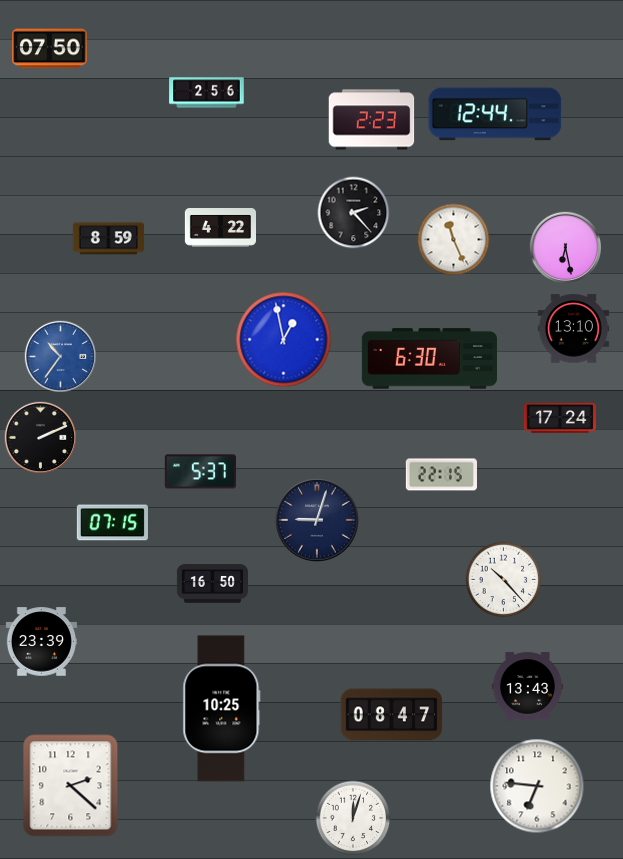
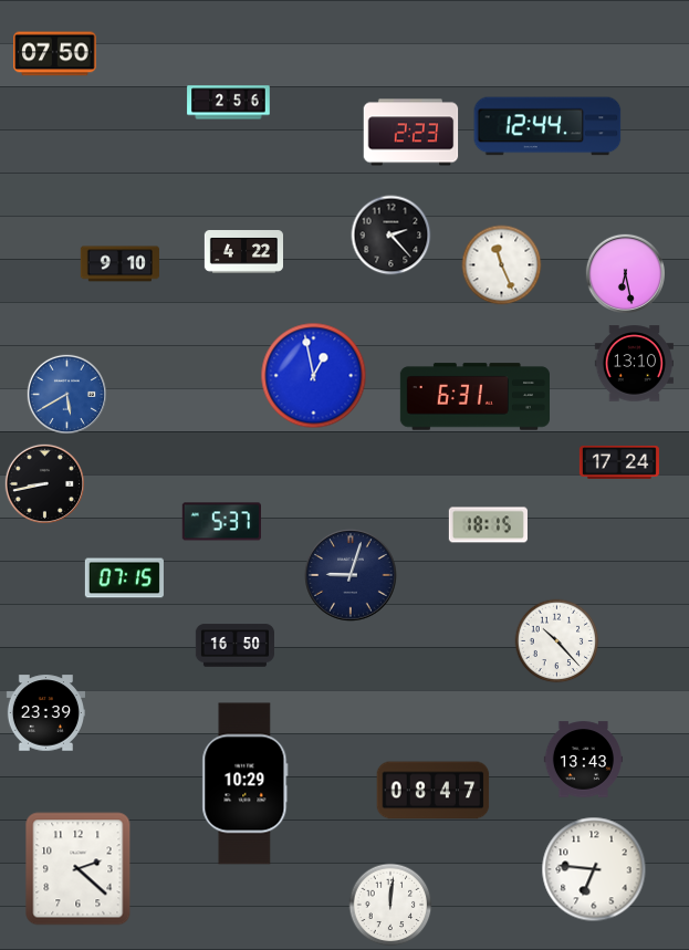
clock at (108, 239): 8:59 -> 9:10
clock at (60, 356): 10:36 -> 5:40
clock at (429, 359): 6:30 -> 6:31
clock at (40, 437): 2:11 -> 8:43
clock at (441, 475): 22:15 -> 18:15
clock at (41, 642) position: (41, 642) -> (45, 713)
clock at (222, 709): 10:25 -> 10:29
clock at (353, 818): 12:03 -> 12:01
